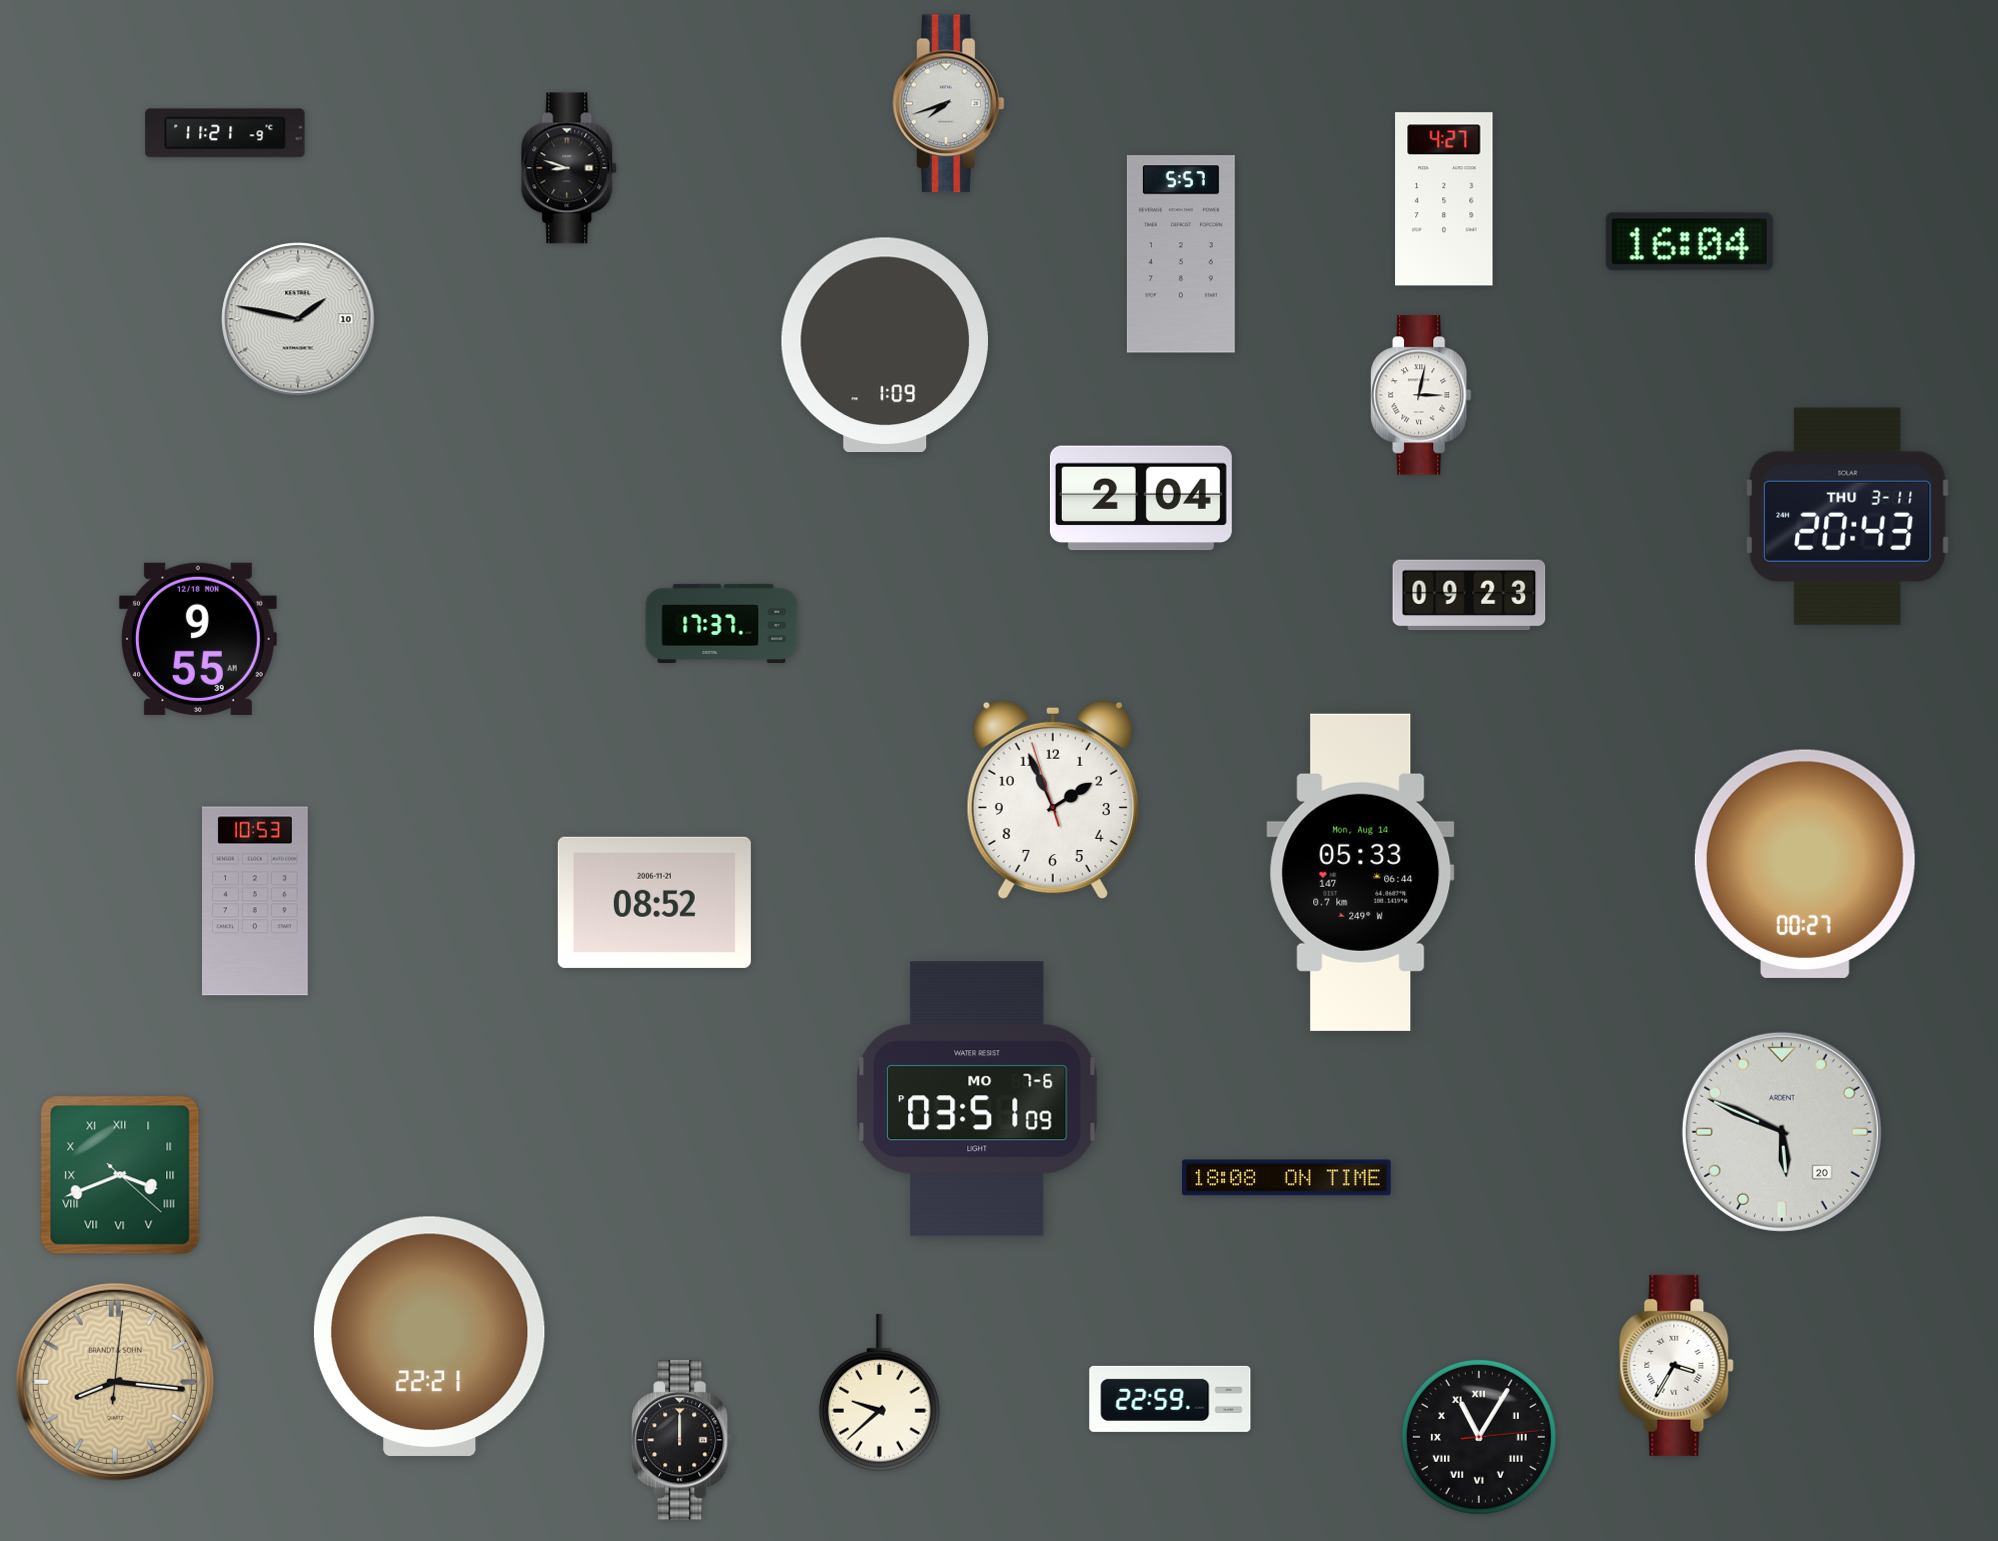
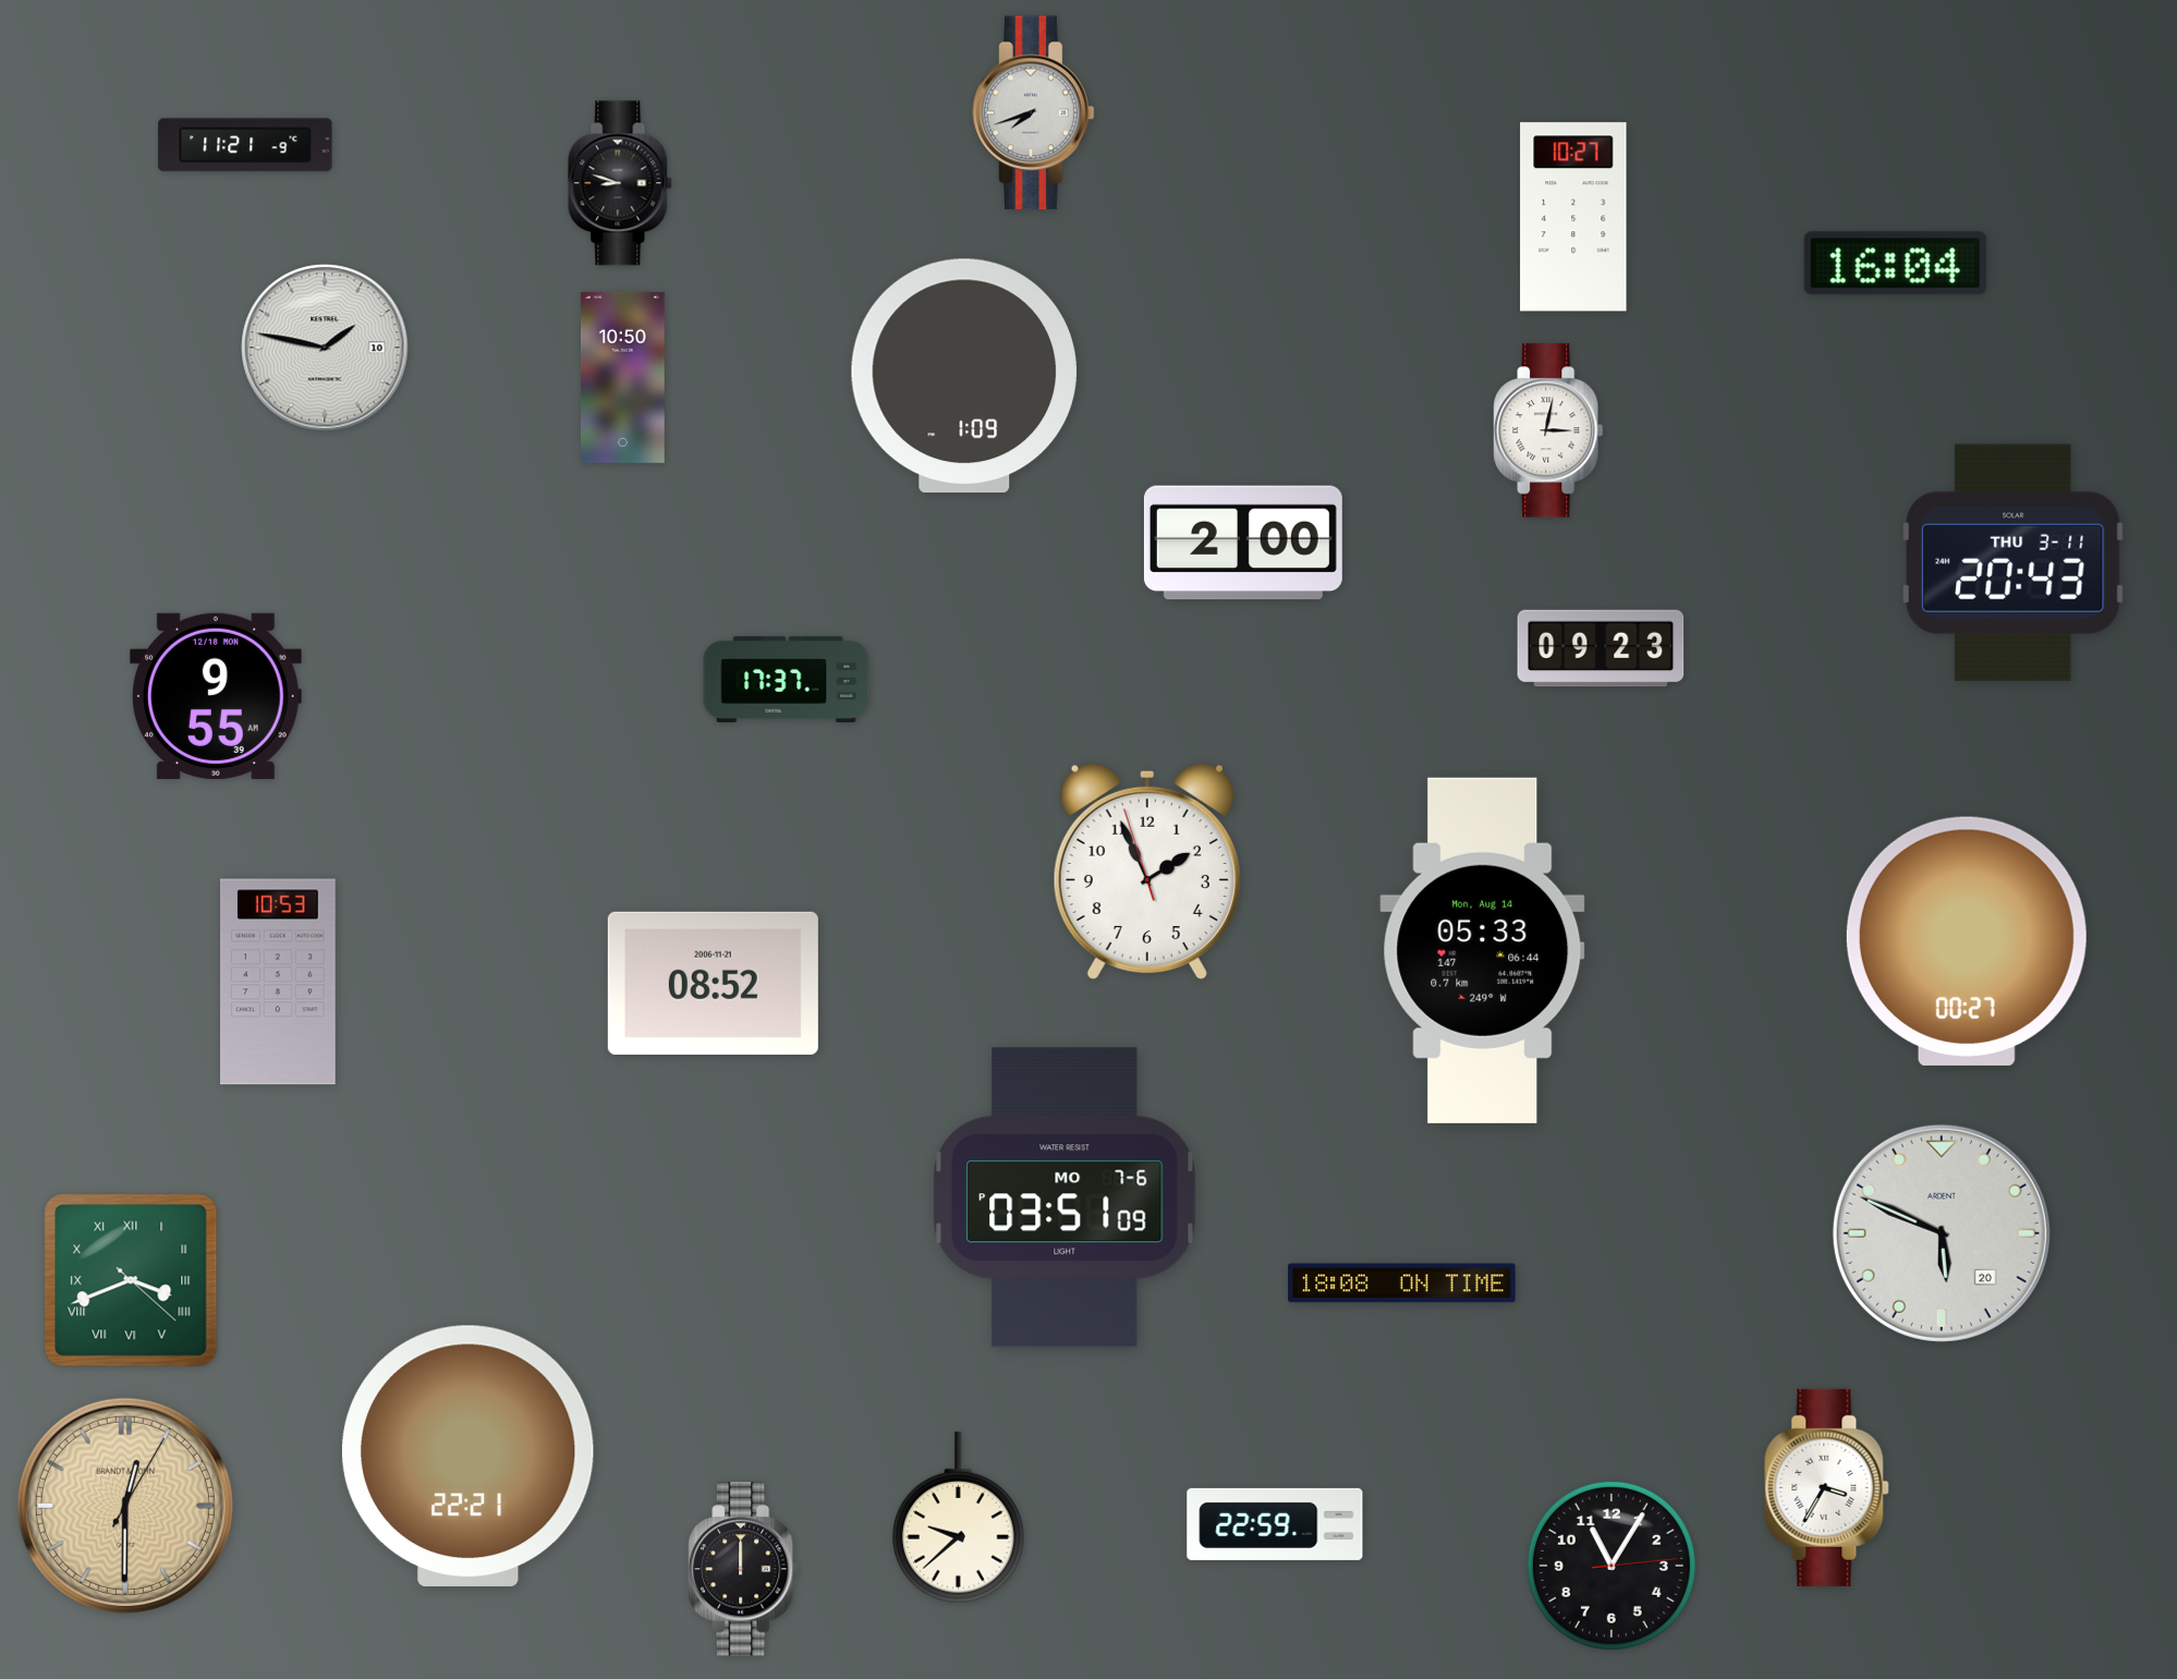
clock at (1444, 199): 4:27 -> 10:27
clock at (1689, 242) position: (1689, 242) -> (1895, 264)
clock at (1181, 254): 5:57 -> none
clock at (623, 377): none -> 10:50
clock at (1141, 498): 2:04 -> 2:00
clock at (115, 1382): 8:16 -> 12:30
clock at (1479, 1437) numerals: Roman -> Arabic
